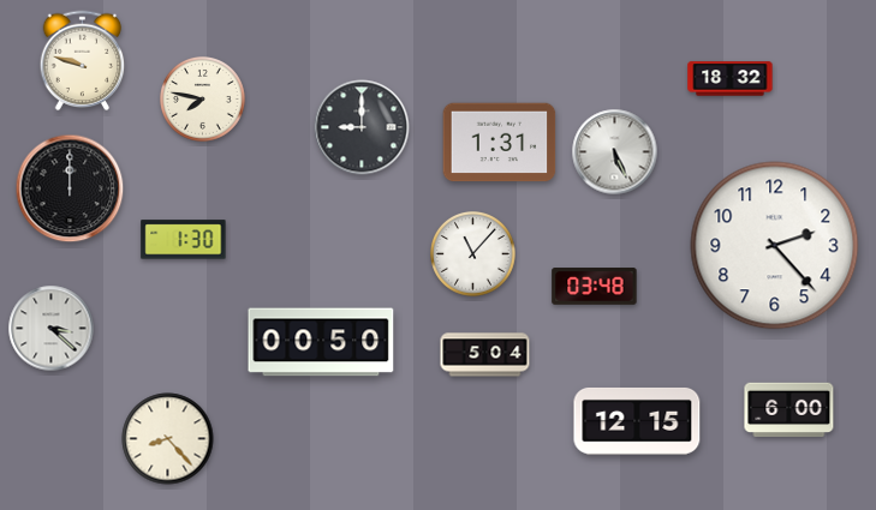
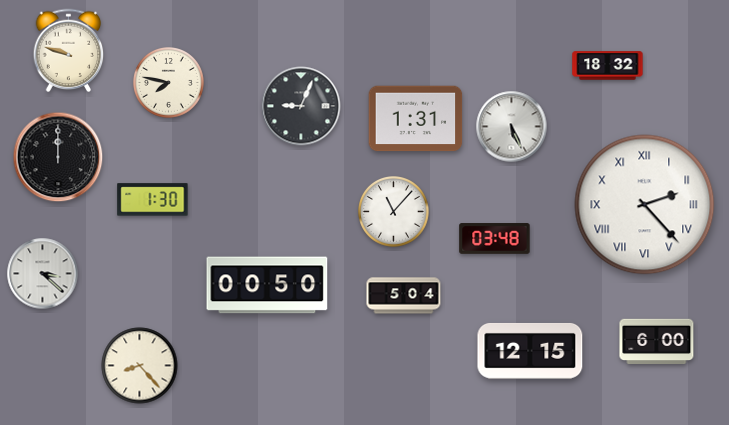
clock at (362, 127): 9:00 -> 9:04
clock at (775, 246) numerals: Arabic -> Roman
